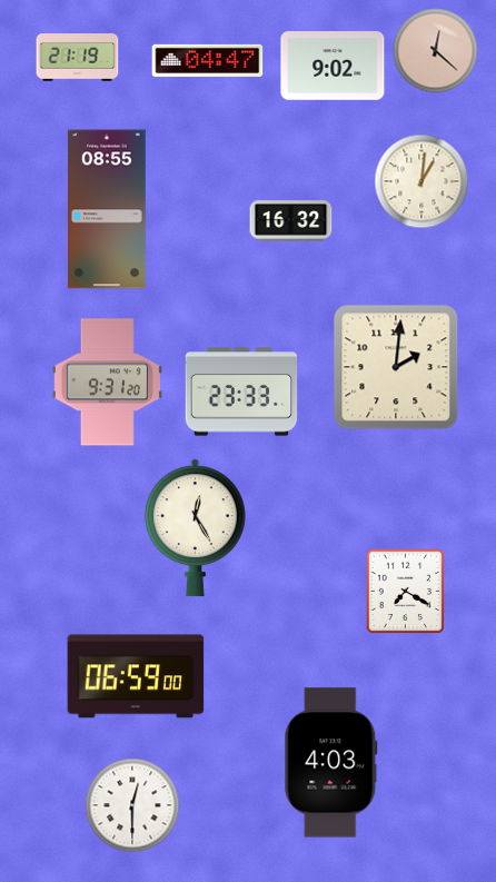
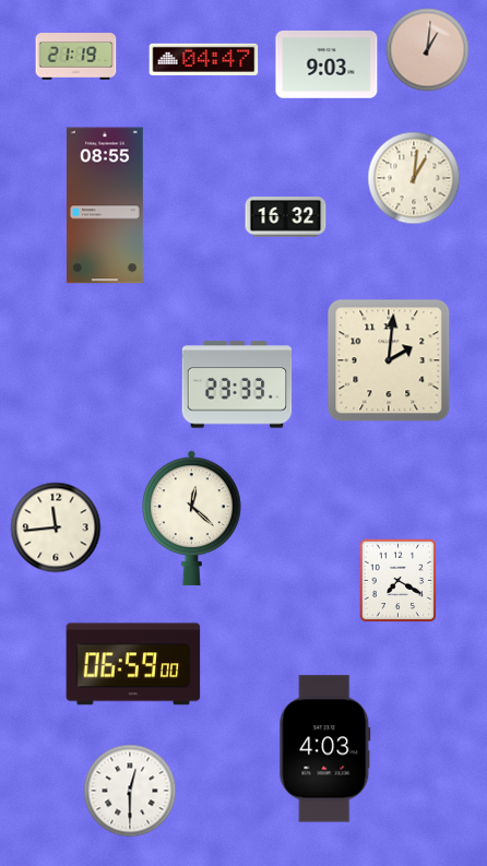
clock at (436, 51): 12:22 -> 1:01
clock at (333, 67): 9:02 -> 9:03
clock at (107, 383): 9:31 -> none
clock at (195, 528): 12:25 -> 12:22
clock at (56, 527): none -> 11:44
